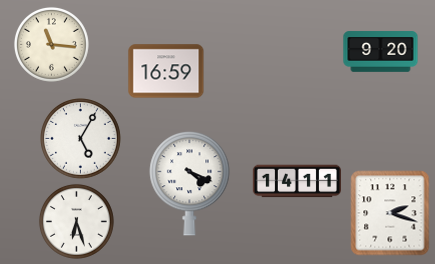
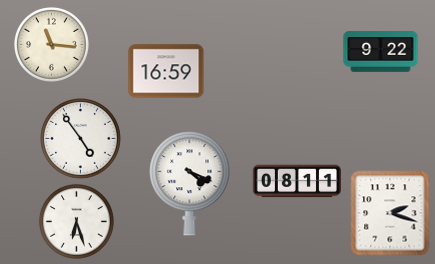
clock at (381, 52): 9:20 -> 9:22
clock at (81, 139): 5:05 -> 4:54
clock at (297, 181): 14:11 -> 08:11
